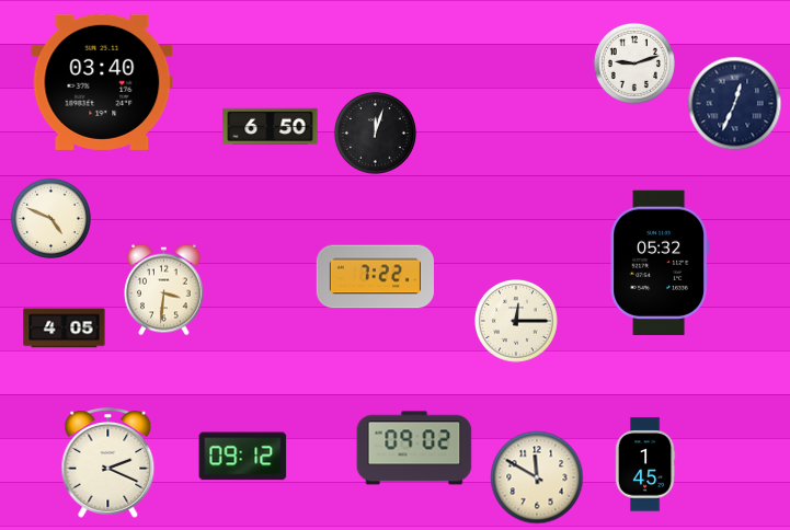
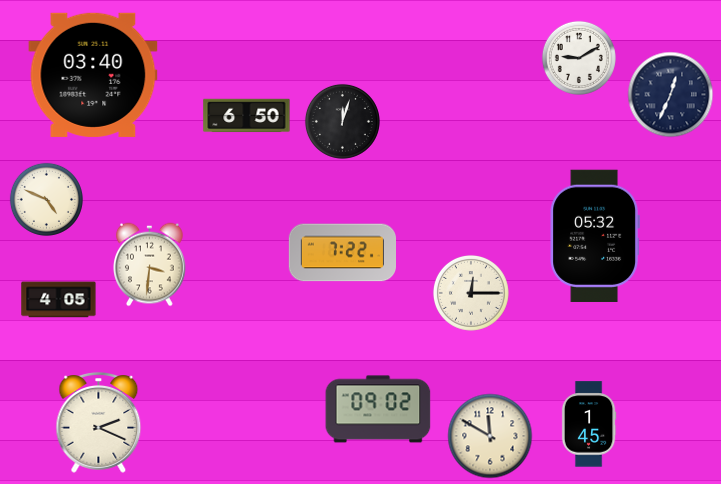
clock at (634, 64): 9:12 -> 9:10
clock at (659, 263) position: (659, 263) -> (594, 236)
clock at (243, 457): 09:12 -> none
